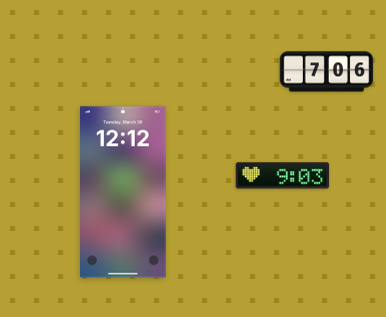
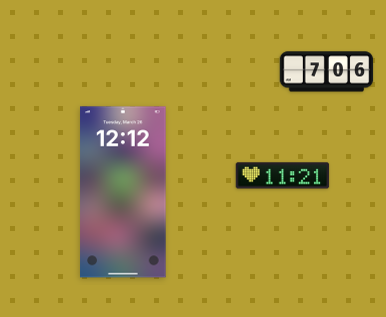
clock at (283, 176): 9:03 -> 11:21
